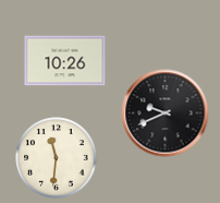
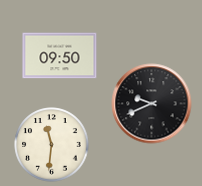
clock at (65, 61): 10:26 -> 09:50
